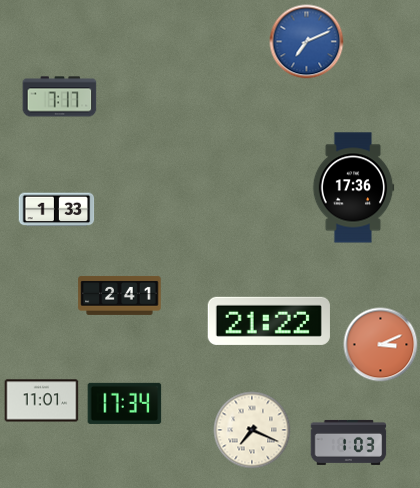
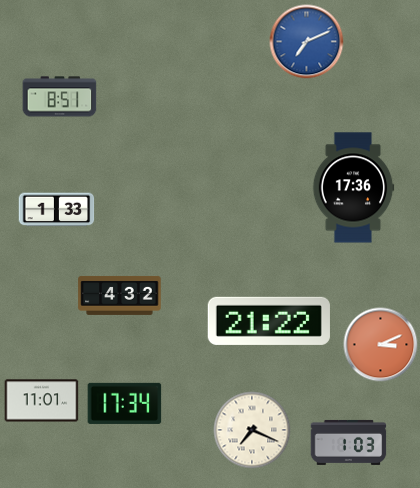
clock at (60, 97): 7:17 -> 8:51
clock at (120, 295): 2:41 -> 4:32
